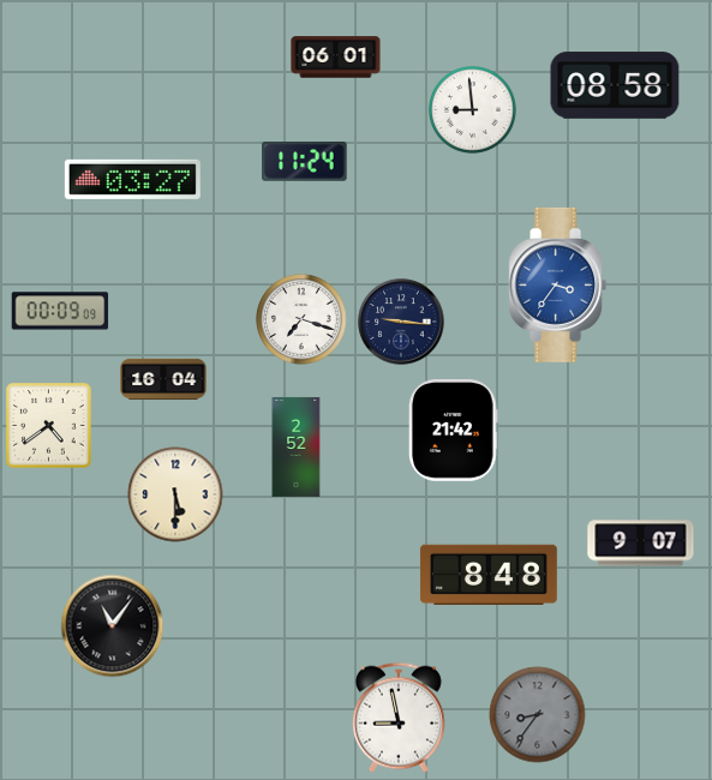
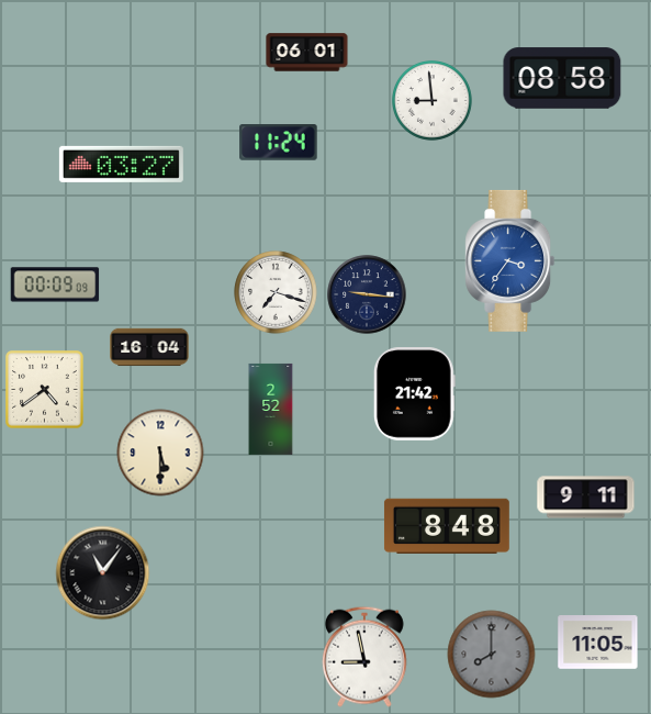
clock at (305, 162) position: (305, 162) -> (279, 143)
clock at (641, 544): 9:07 -> 9:11
clock at (598, 643): none -> 11:05
clock at (538, 715): 8:36 -> 8:00
